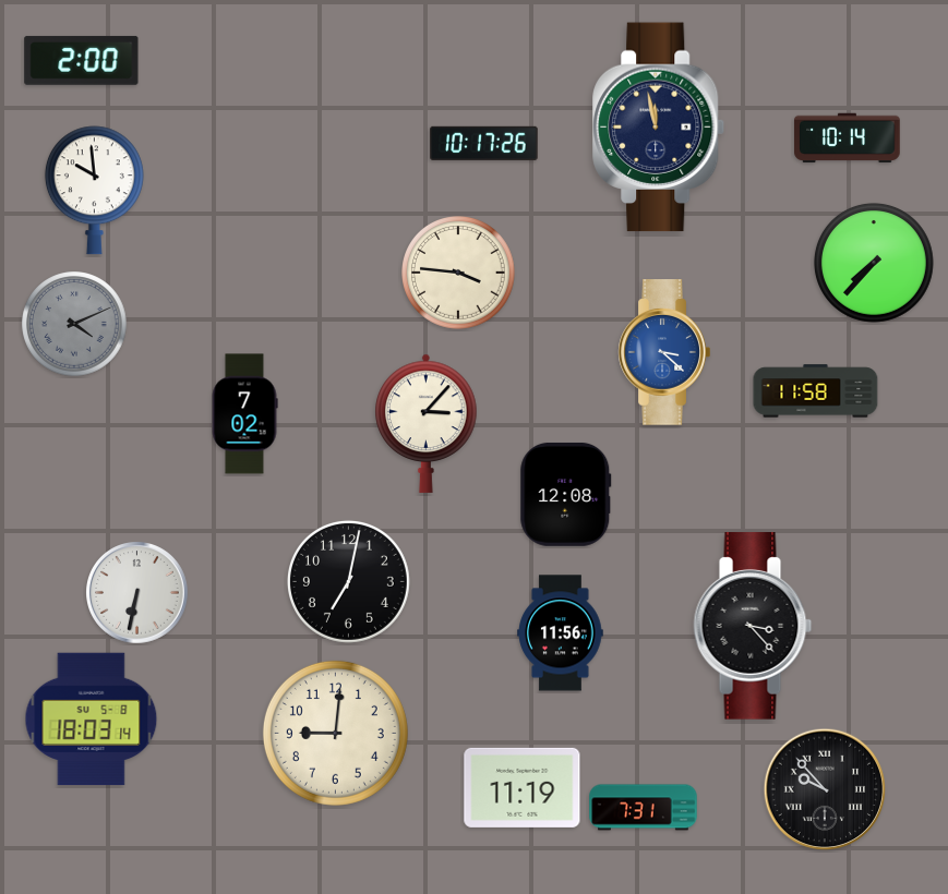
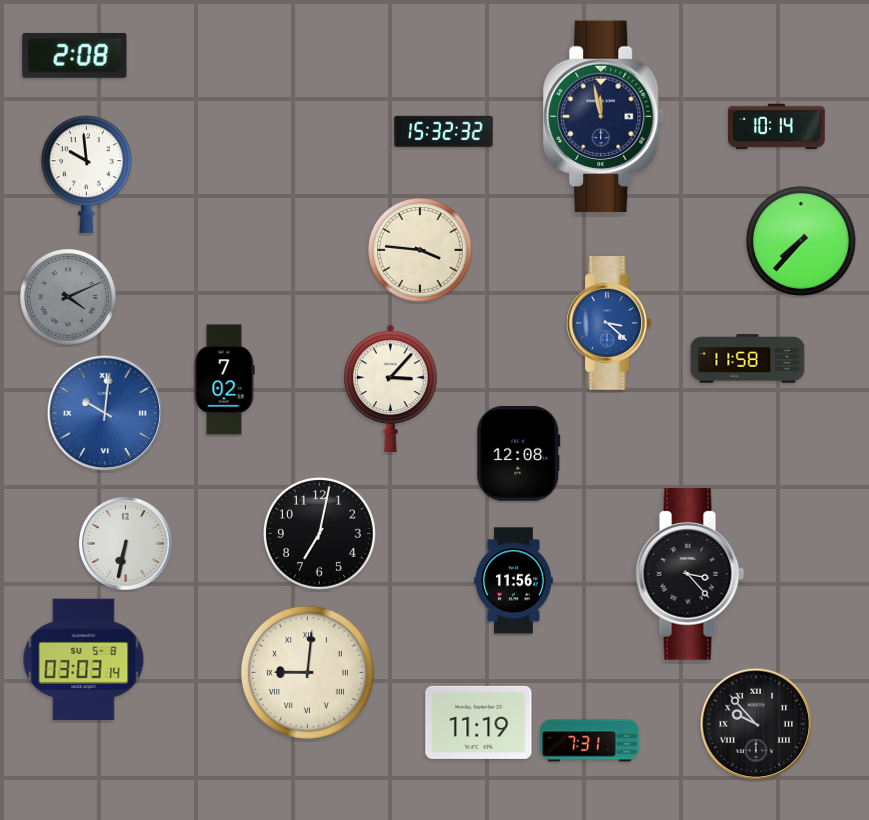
clock at (82, 60): 2:00 -> 2:08
clock at (484, 144): 10:17 -> 15:32
clock at (105, 413): none -> 10:01
clock at (92, 720): 18:03 -> 03:03
clock at (335, 733) numerals: Arabic -> Roman
